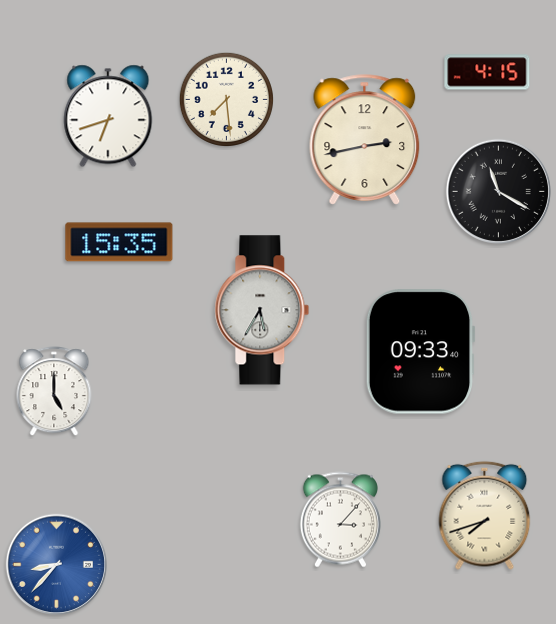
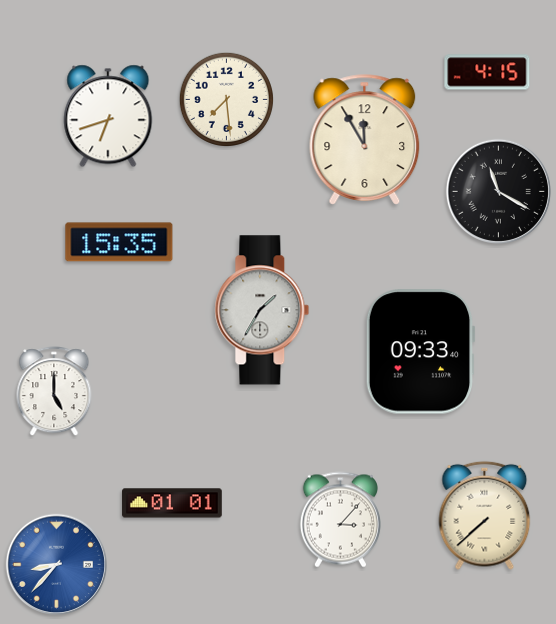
clock at (365, 140): 2:43 -> 11:55
clock at (262, 310): 5:35 -> 1:35
clock at (172, 503): none -> 01:01
clock at (485, 515): 7:42 -> 7:38
